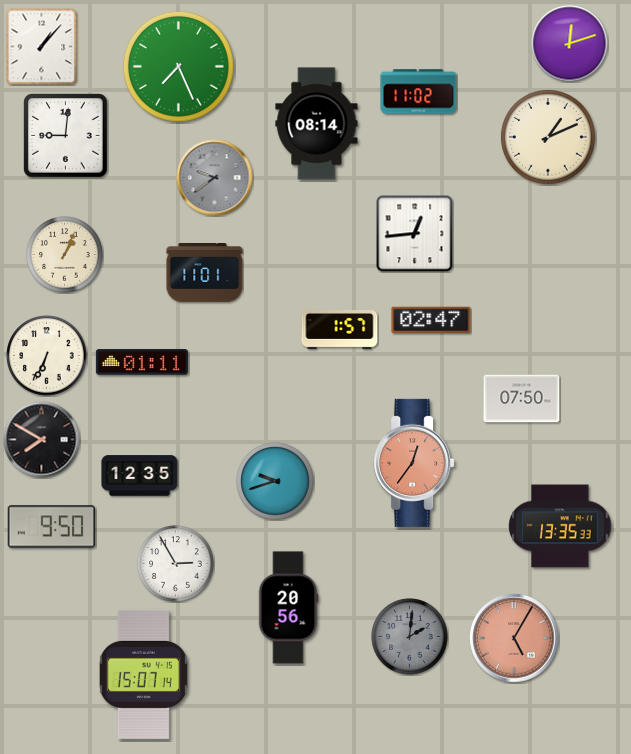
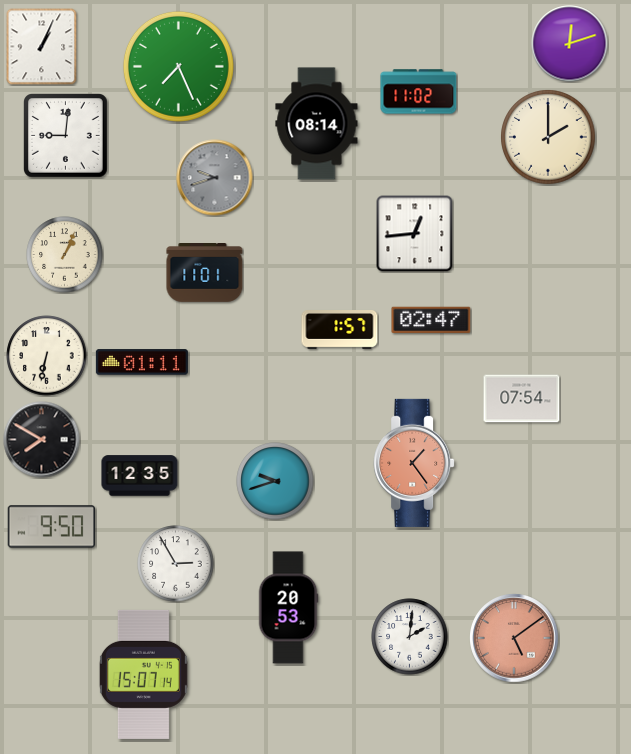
clock at (42, 46): 1:07 -> 1:04
clock at (548, 137): 1:11 -> 2:00
clock at (215, 178): 9:39 -> 9:42
clock at (47, 356): 6:34 -> 6:32
clock at (522, 399): 07:50 -> 07:54
clock at (414, 463): 12:36 -> 1:24
clock at (560, 526): 13:35 -> none
clock at (288, 608): 20:56 -> 20:53
clock at (410, 637) dial: grey -> white
clock at (514, 638): 5:05 -> 5:09
